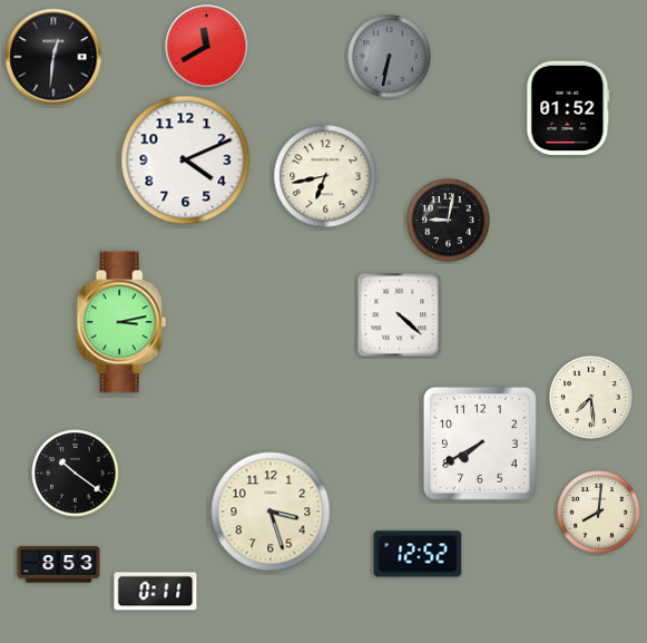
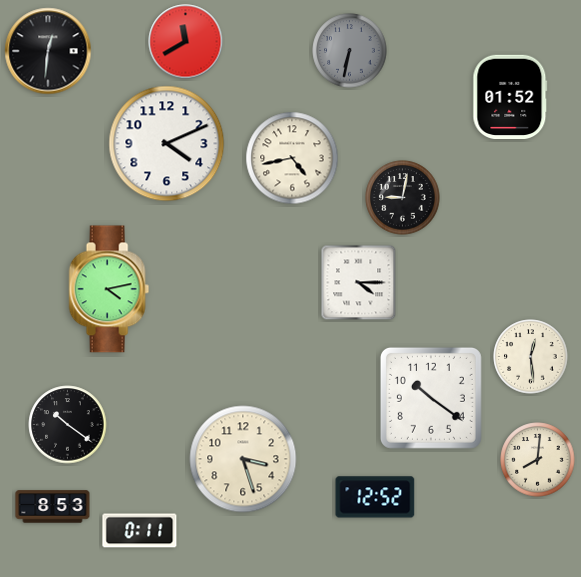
clock at (325, 176): 6:43 -> 4:43
clock at (400, 315): 4:22 -> 4:15
clock at (121, 322): 3:13 -> 4:13
clock at (591, 398): 7:29 -> 12:29
clock at (480, 444): 7:40 -> 10:21
